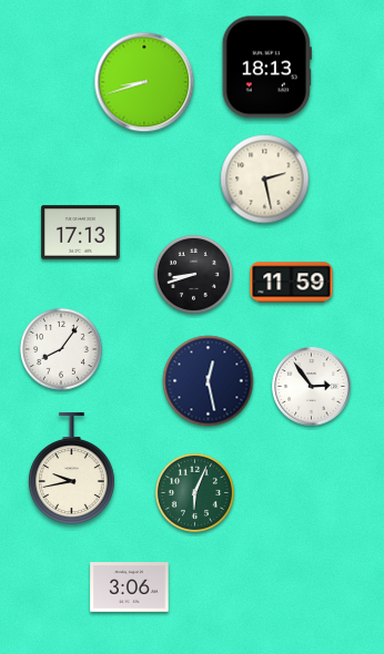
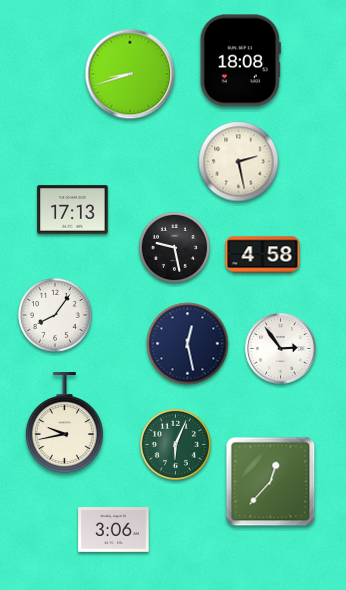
clock at (266, 68): 18:13 -> 18:08
clock at (193, 274): 8:42 -> 9:28
clock at (292, 283): 11:59 -> 4:58
clock at (271, 482): none -> 12:37
clock at (130, 587) position: (130, 587) -> (114, 530)
